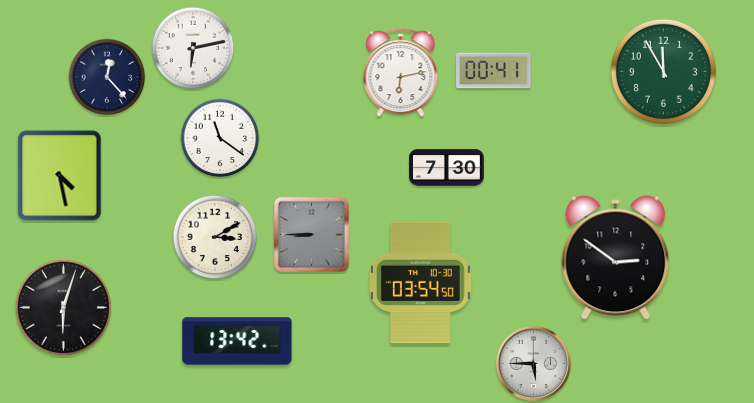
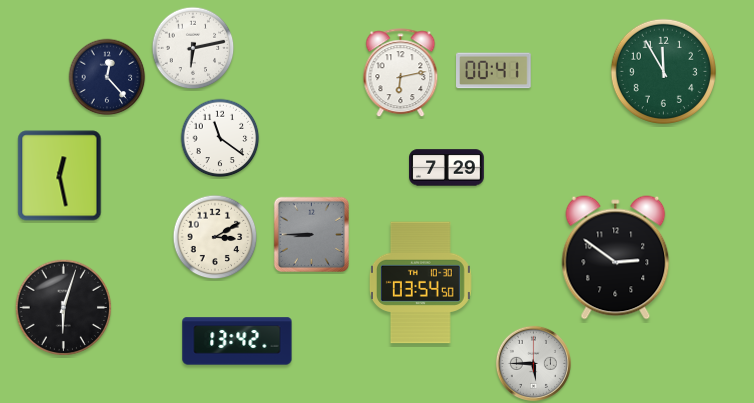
clock at (447, 168): 7:30 -> 7:29
clock at (60, 176): 4:28 -> 12:28
